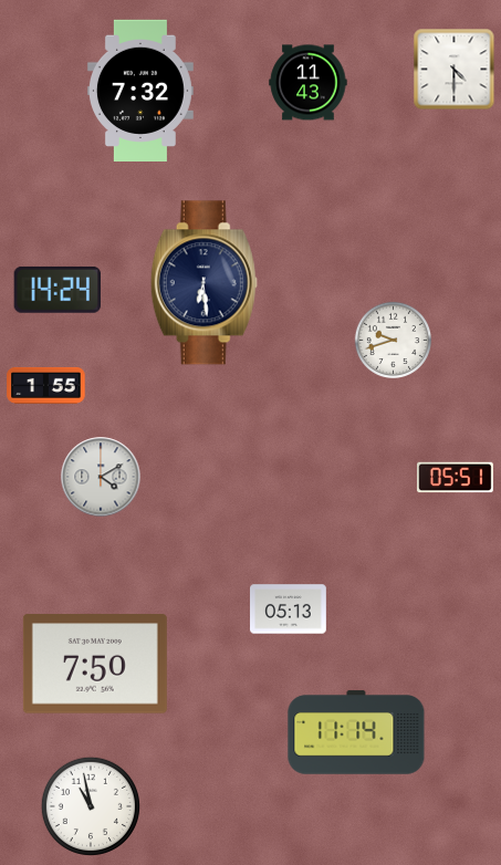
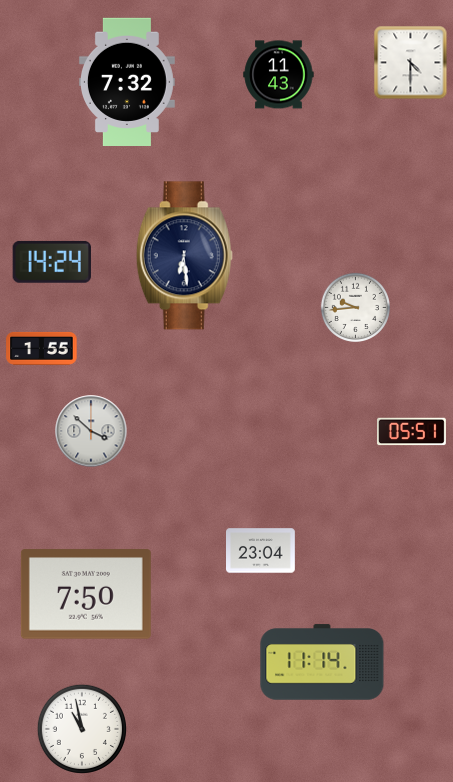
clock at (393, 340): 9:42 -> 9:44
clock at (101, 477): 4:10 -> 3:52
clock at (289, 609): 05:13 -> 23:04
clock at (95, 664) position: (95, 664) -> (86, 594)
